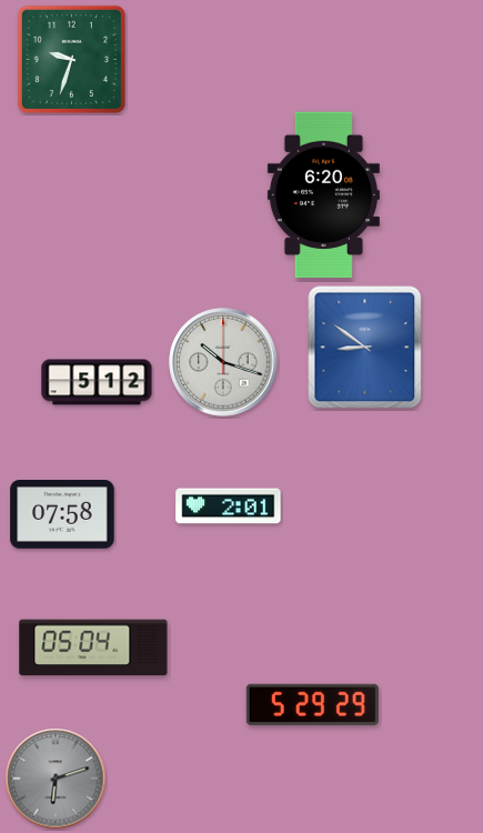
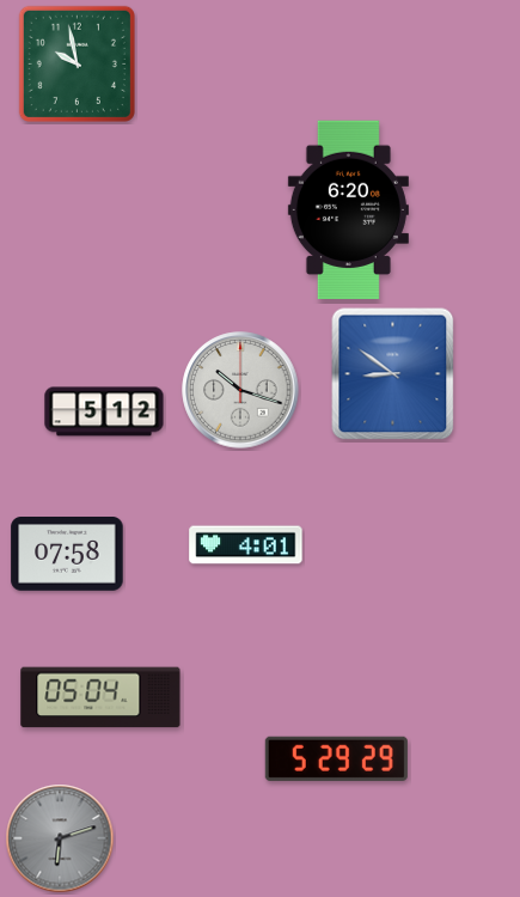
clock at (71, 59): 9:33 -> 9:58
clock at (229, 506): 2:01 -> 4:01
